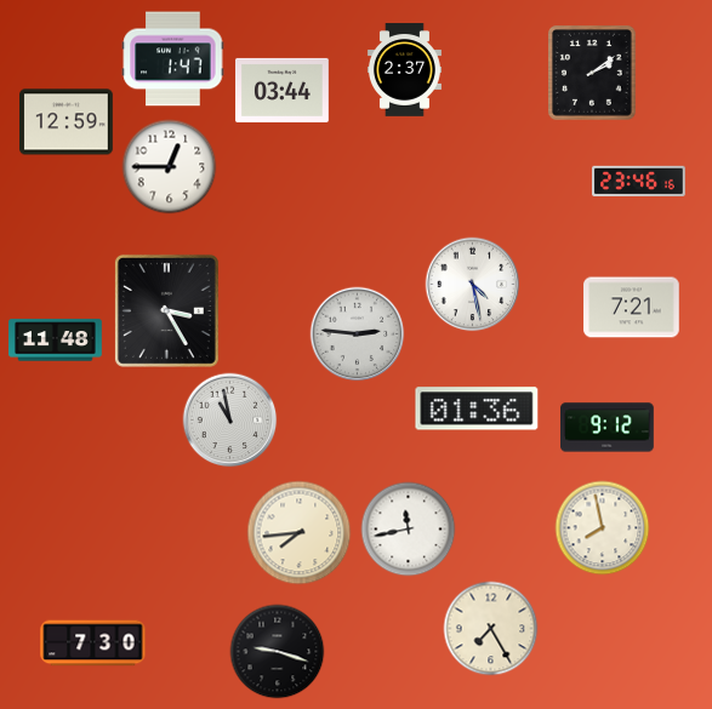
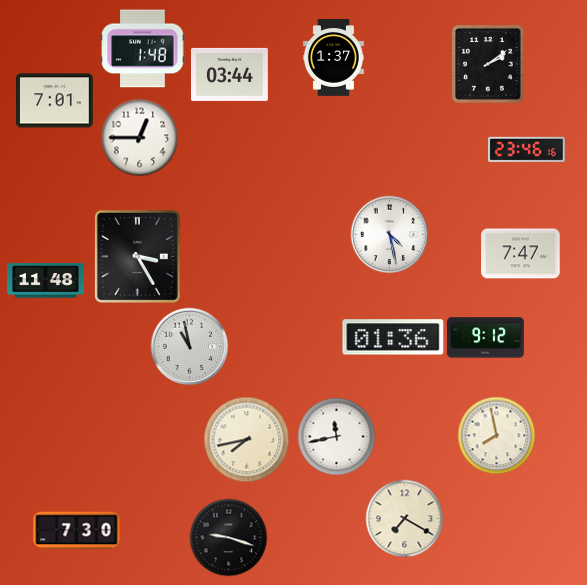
clock at (173, 59): 1:47 -> 1:48
clock at (404, 70): 2:37 -> 1:37
clock at (593, 74) position: (593, 74) -> (489, 65)
clock at (283, 90) position: (283, 90) -> (230, 74)
clock at (67, 122): 12:59 -> 7:01
clock at (632, 308): 7:21 -> 7:47
clock at (357, 333): 2:46 -> none
clock at (608, 428) position: (608, 428) -> (486, 338)
clock at (298, 532): 7:44 -> 7:43
clock at (490, 628): 7:25 -> 7:20
